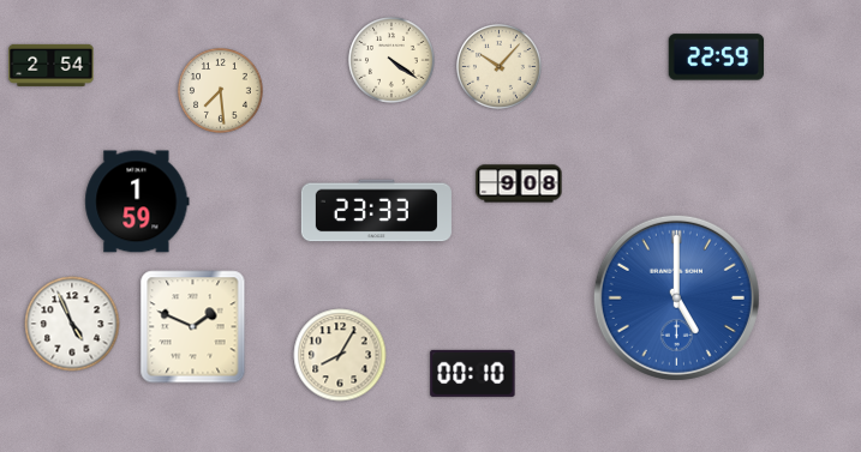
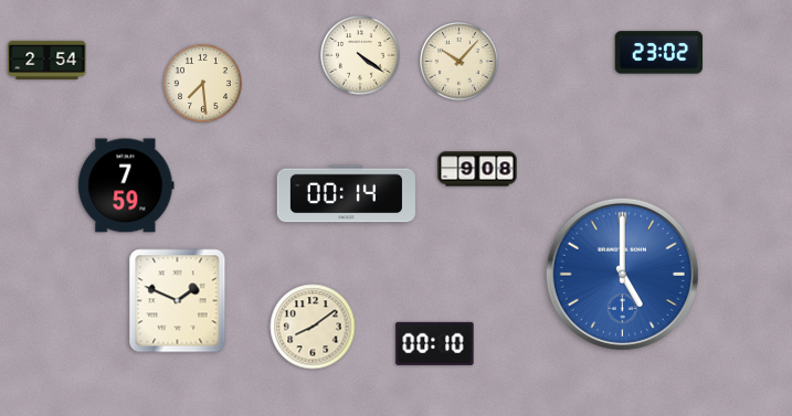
clock at (717, 58): 22:59 -> 23:02
clock at (137, 201): 1:59 -> 7:59
clock at (376, 211): 23:33 -> 00:14
clock at (72, 324): 4:56 -> none
clock at (340, 355): 8:05 -> 8:09
